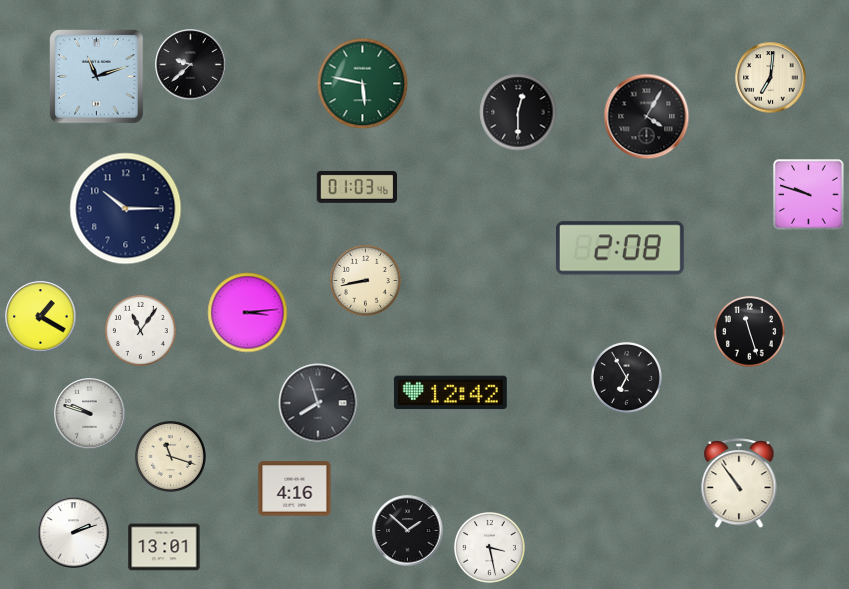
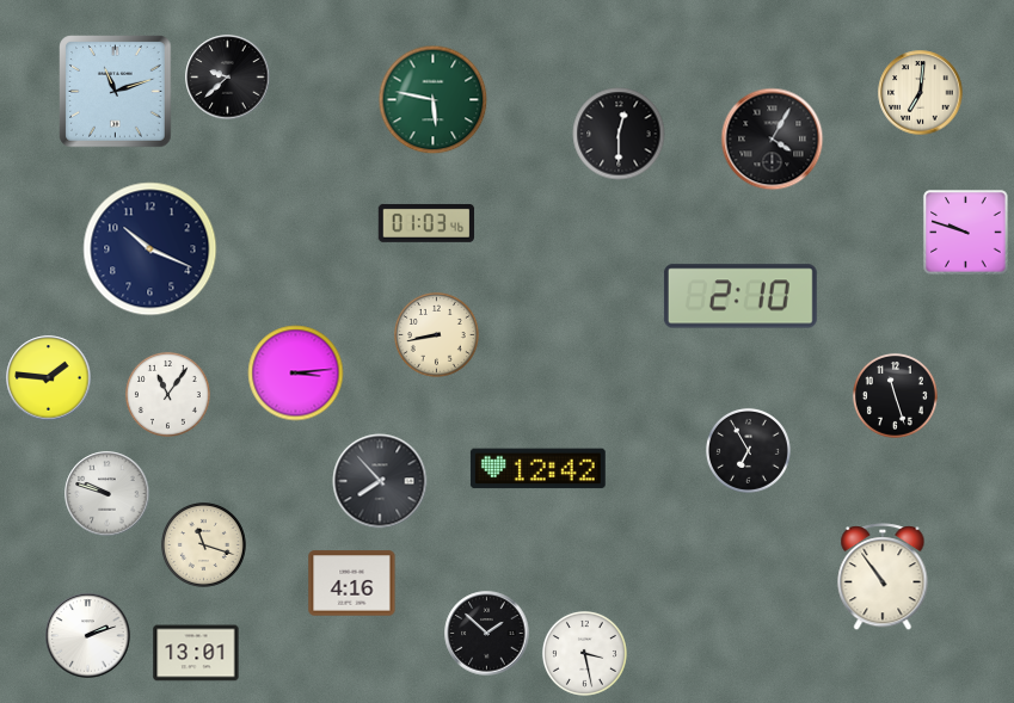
clock at (126, 209): 10:15 -> 10:19
clock at (620, 248): 2:08 -> 2:10
clock at (41, 317): 1:20 -> 1:46
clock at (318, 403): 7:57 -> 7:53
